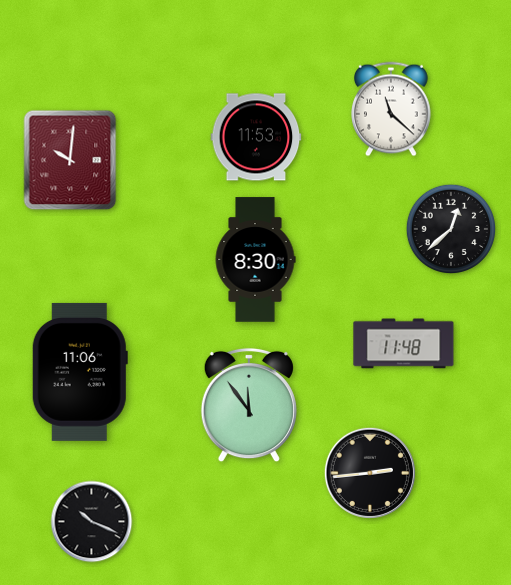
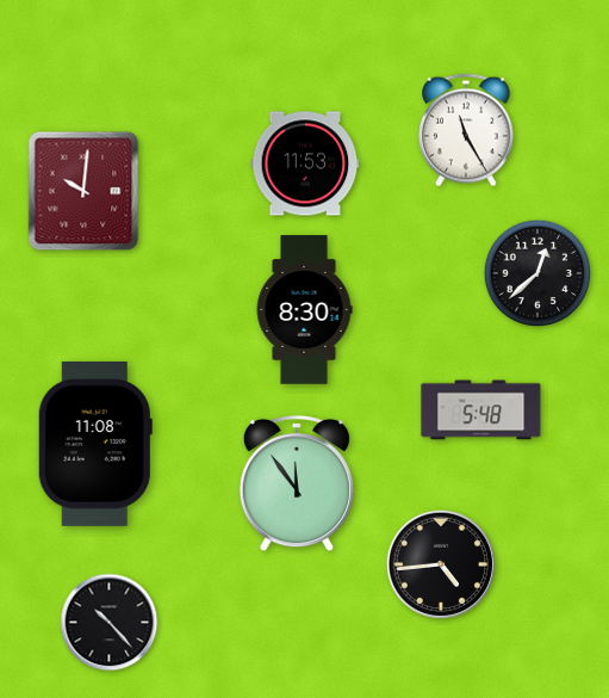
clock at (392, 109): 11:22 -> 11:25
clock at (404, 344): 11:48 -> 5:48
clock at (80, 372): 11:06 -> 11:08
clock at (370, 473): 2:44 -> 4:44
clock at (92, 522): 10:19 -> 10:23
